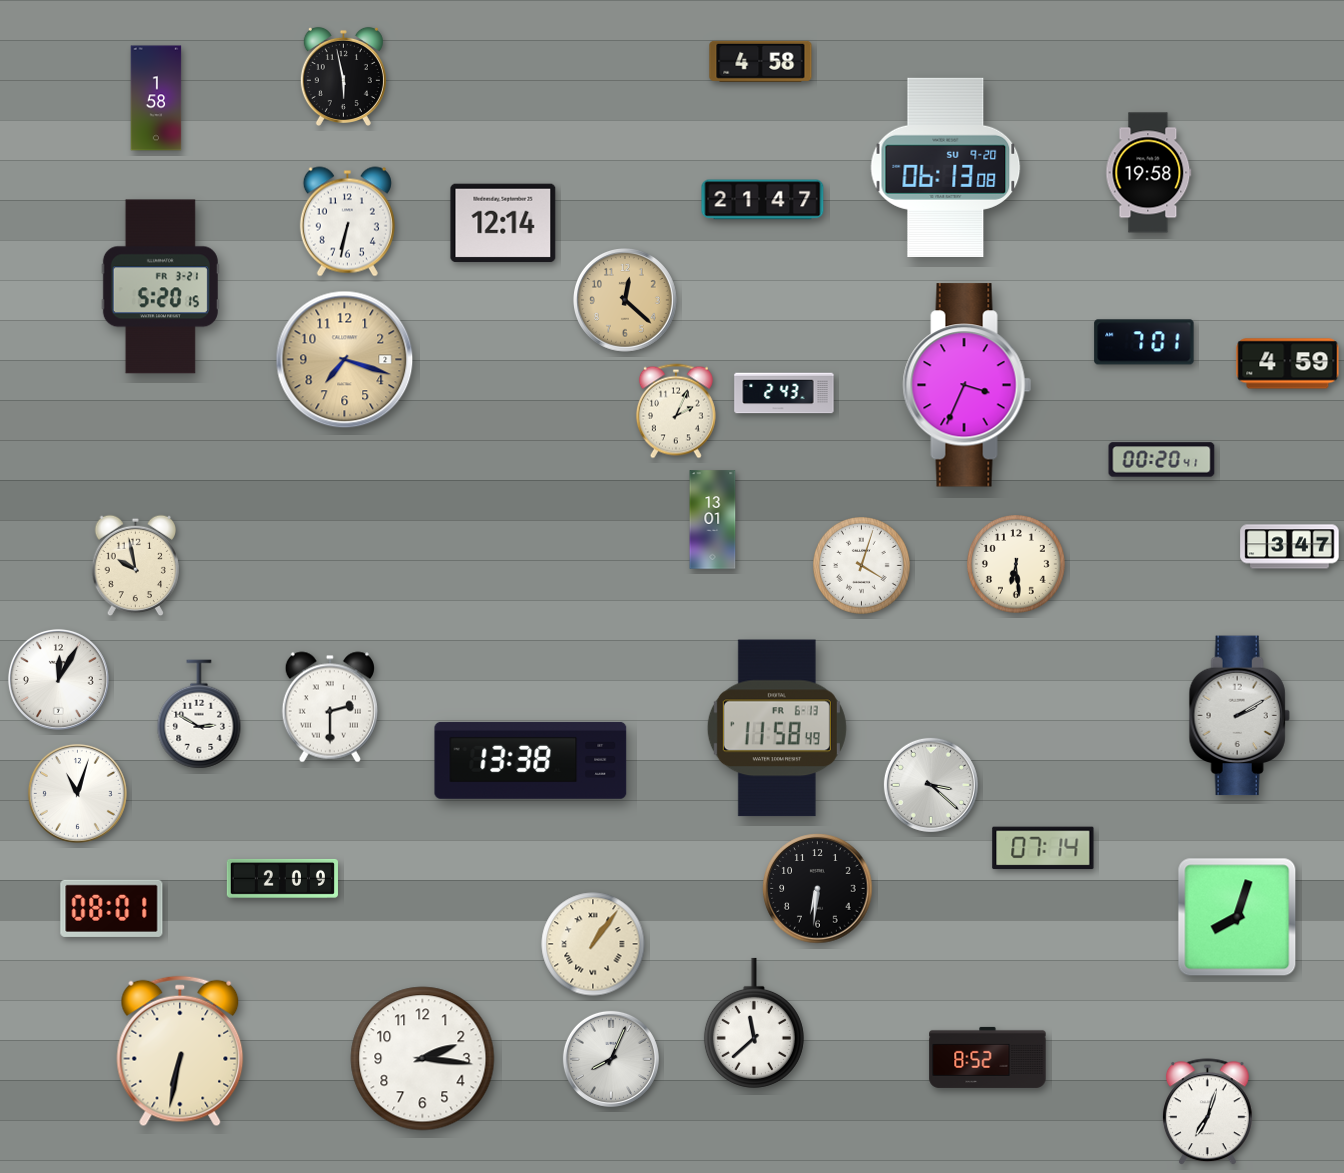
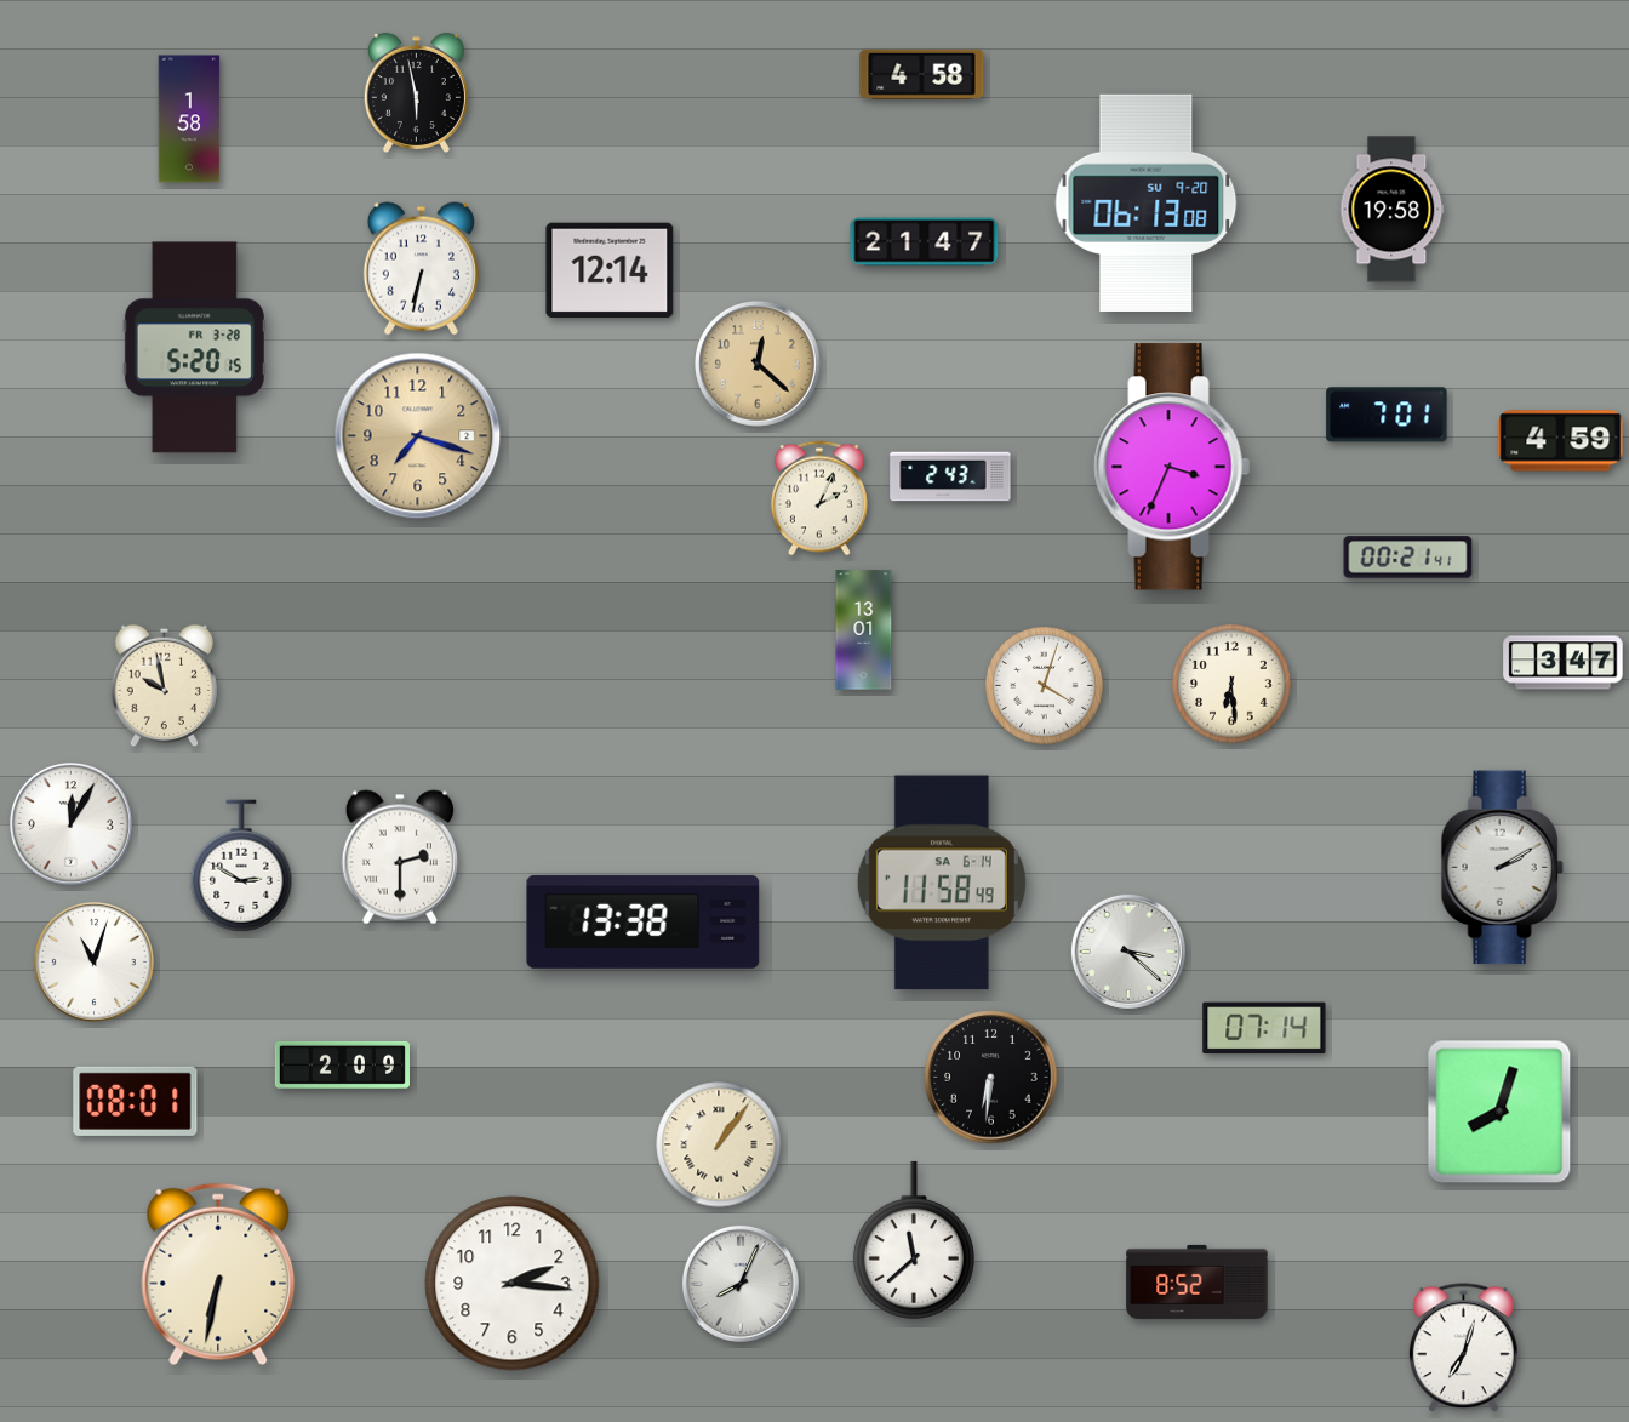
clock at (160, 287) date: FR 3-21 -> FR 3-28
clock at (1162, 460): 00:20 -> 00:21
clock at (777, 728) date: FR 6-13 -> SA 6-14
